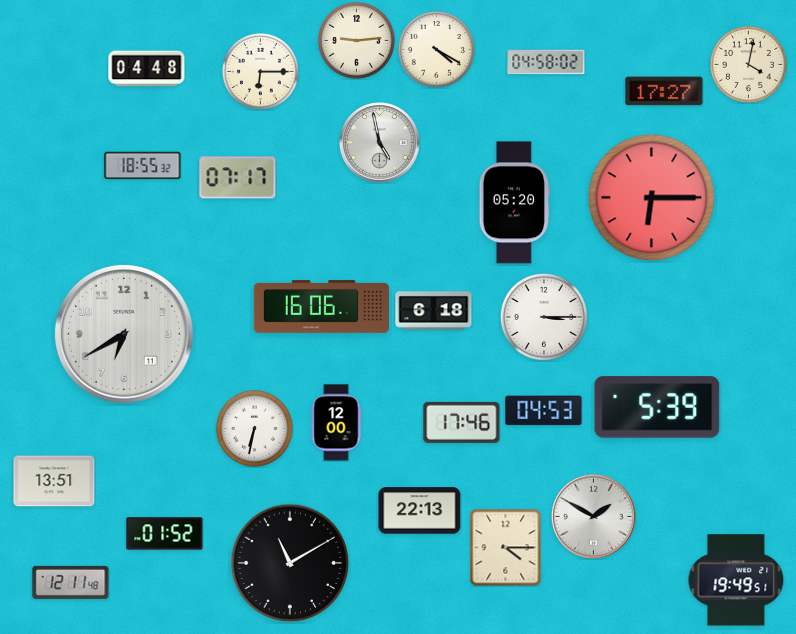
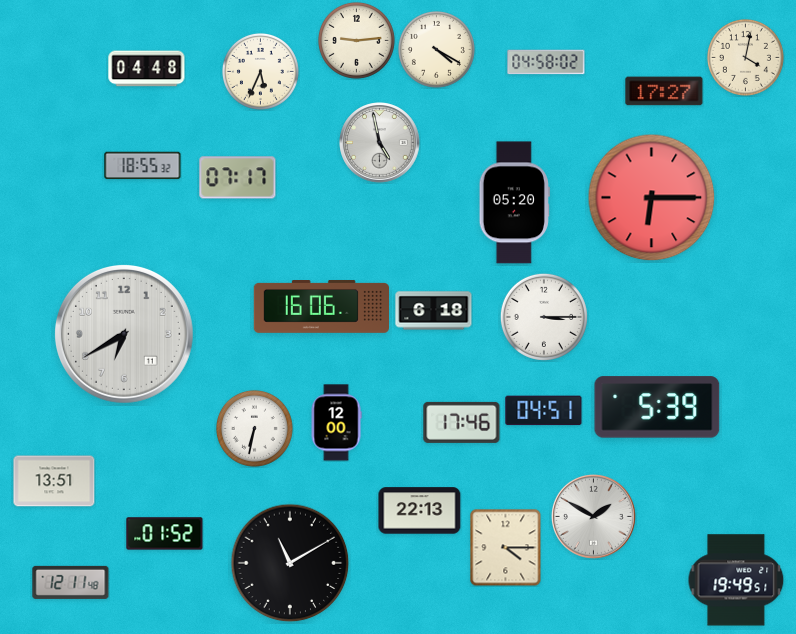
clock at (748, 64) position: (748, 64) -> (745, 57)
clock at (260, 71): 6:15 -> 5:34
clock at (544, 411): 04:53 -> 04:51
